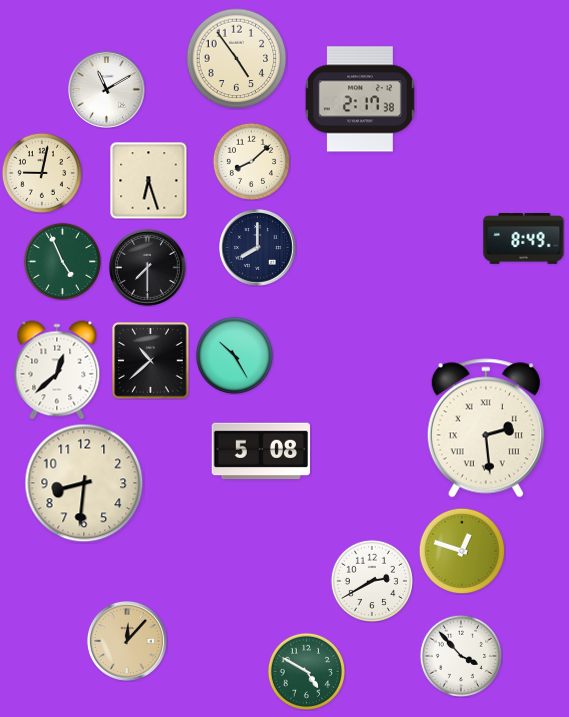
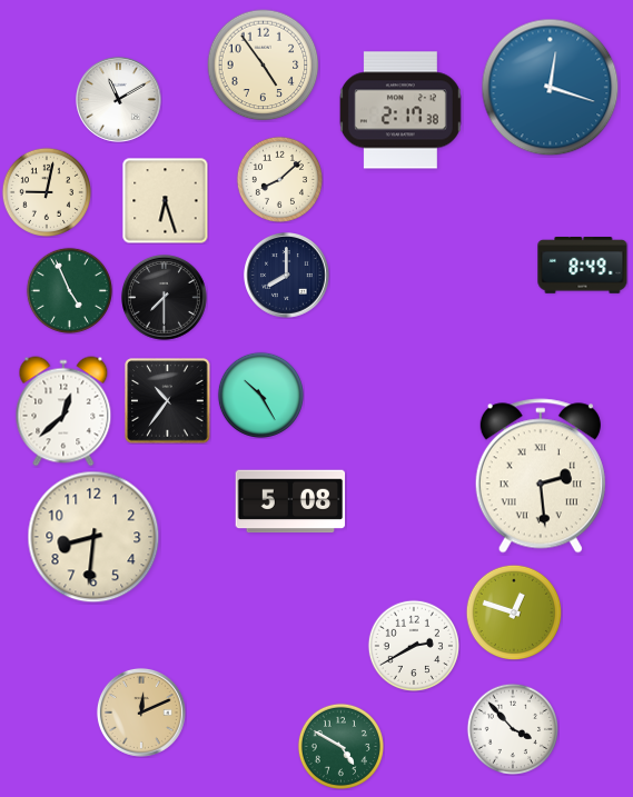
clock at (551, 88): none -> 12:18
clock at (151, 361): 10:38 -> 10:36
clock at (127, 641): 12:07 -> 12:11
